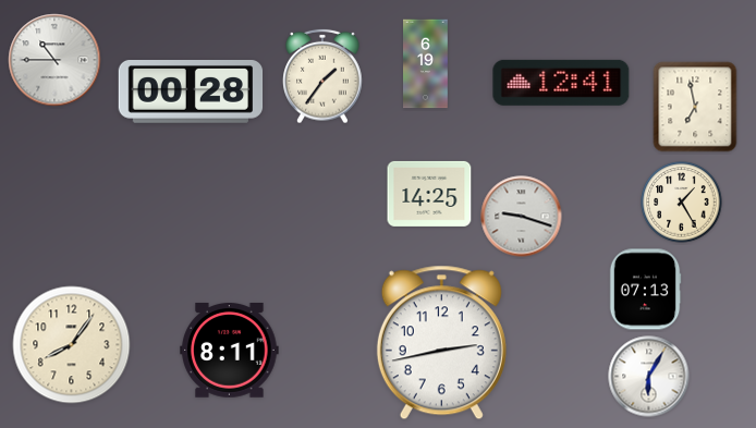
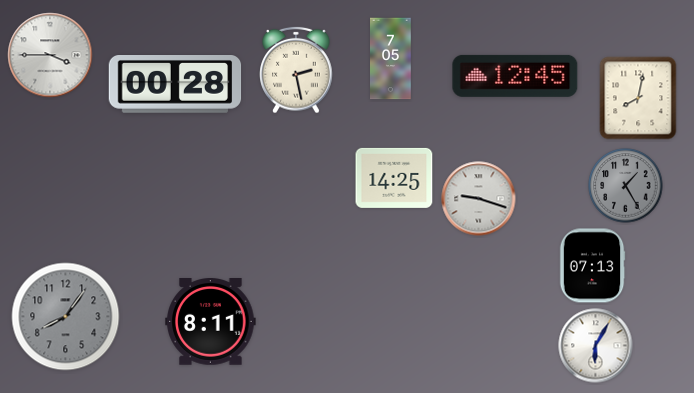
clock at (54, 60): 10:45 -> 3:45
clock at (426, 64): 6:19 -> 7:05
clock at (322, 76): 1:36 -> 2:28
clock at (561, 83): 12:41 -> 12:45
clock at (695, 107): 6:58 -> 8:02
clock at (682, 203) dial: cream -> grey
clock at (441, 343): 2:43 -> none
clock at (72, 345) dial: cream -> grey
